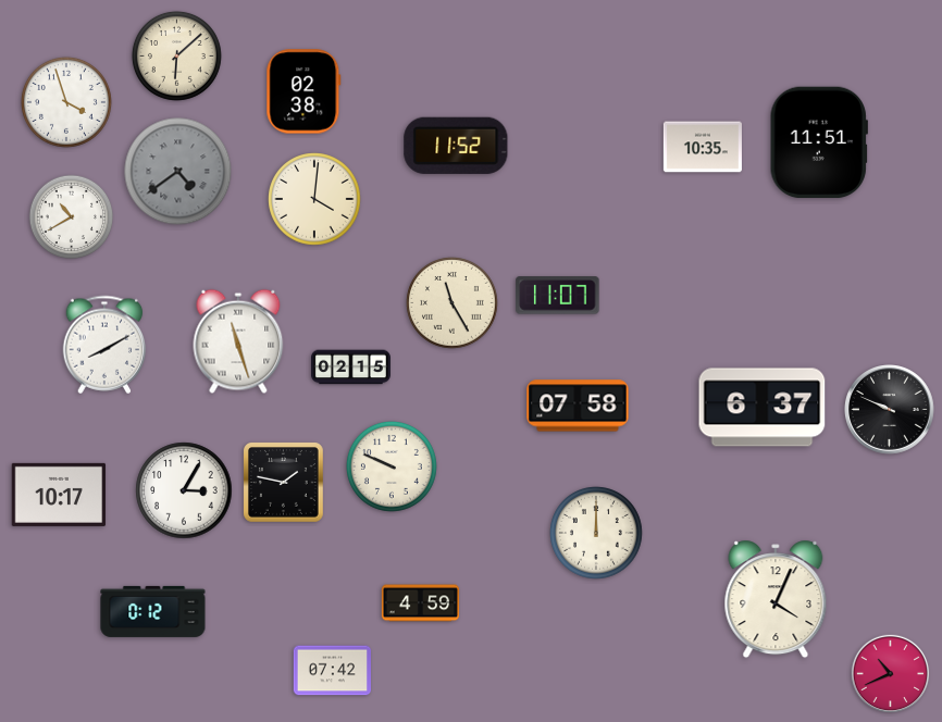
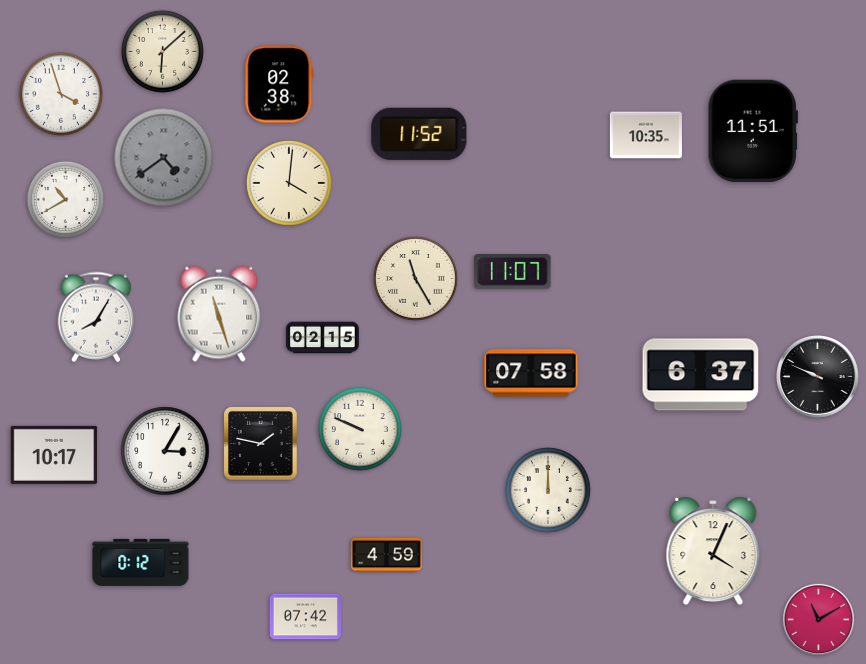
clock at (104, 345): 8:10 -> 8:05
clock at (184, 490) position: (184, 490) -> (165, 451)
clock at (891, 674): 10:41 -> 11:10
